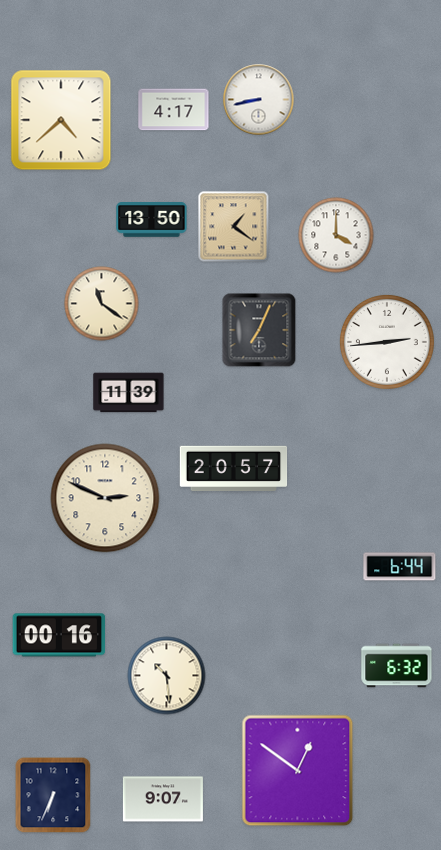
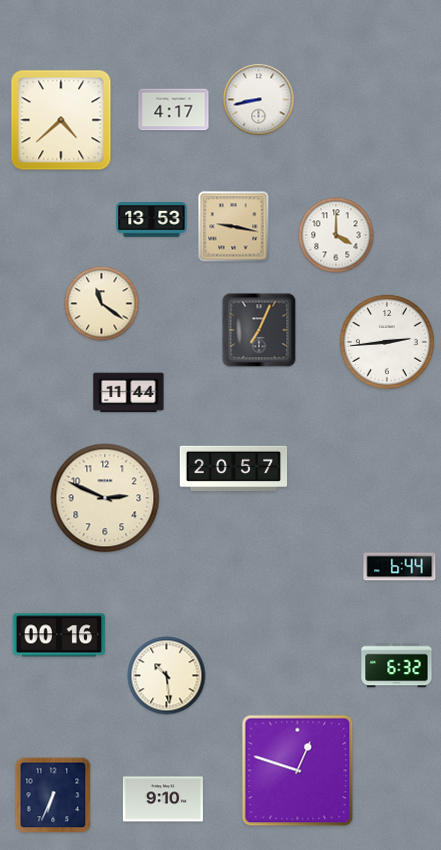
clock at (152, 220): 13:50 -> 13:53
clock at (234, 227): 1:21 -> 9:17
clock at (129, 393): 11:39 -> 11:44
clock at (298, 771): 12:51 -> 12:48
clock at (163, 799): 9:07 -> 9:10
